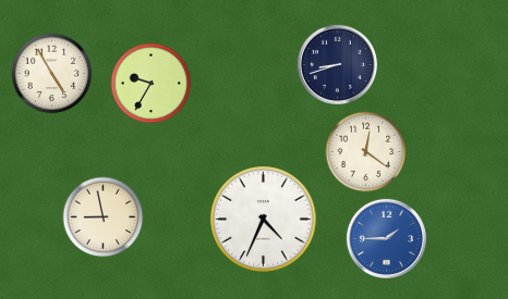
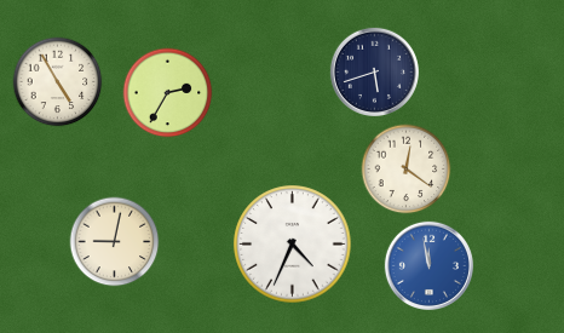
clock at (337, 64): 8:42 -> 5:42
clock at (152, 84): 9:35 -> 2:35
clock at (104, 217): 8:58 -> 9:02
clock at (386, 238): 1:45 -> 11:58
